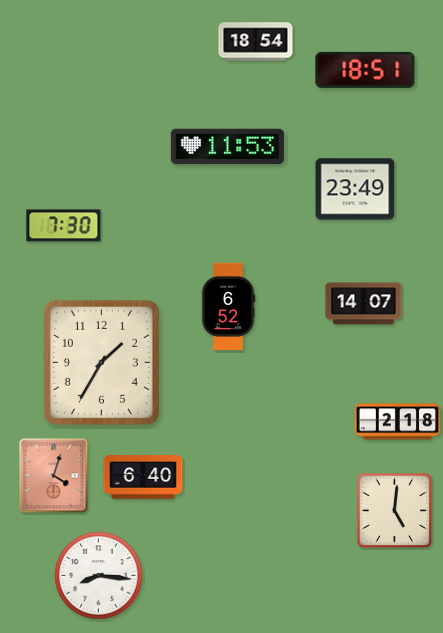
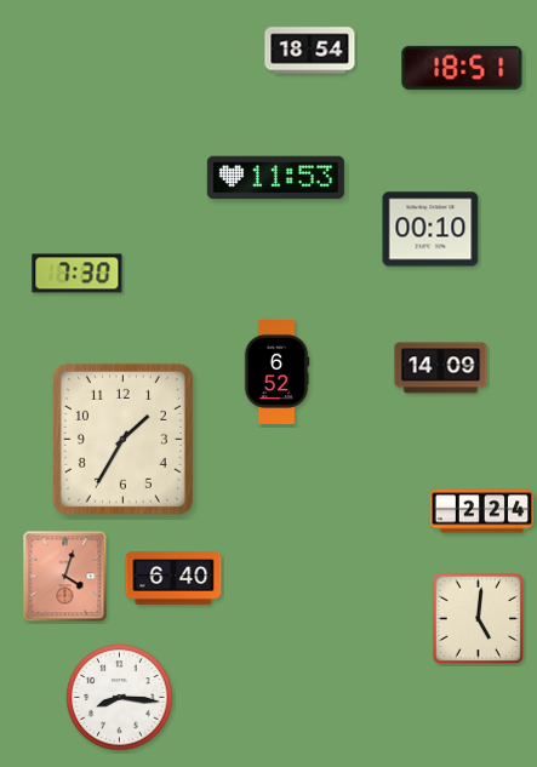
clock at (365, 70) position: (365, 70) -> (462, 68)
clock at (355, 189): 23:49 -> 00:10
clock at (364, 304): 14:07 -> 14:09
clock at (398, 422): 2:18 -> 2:24
